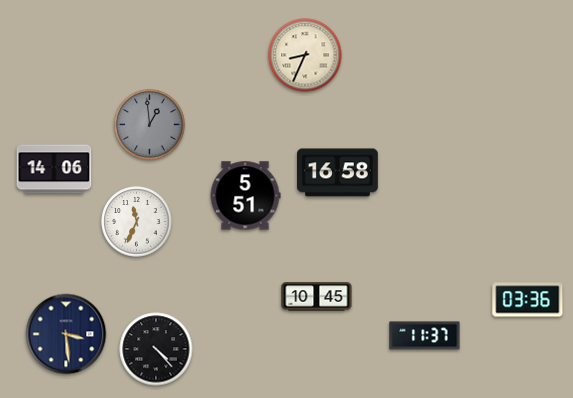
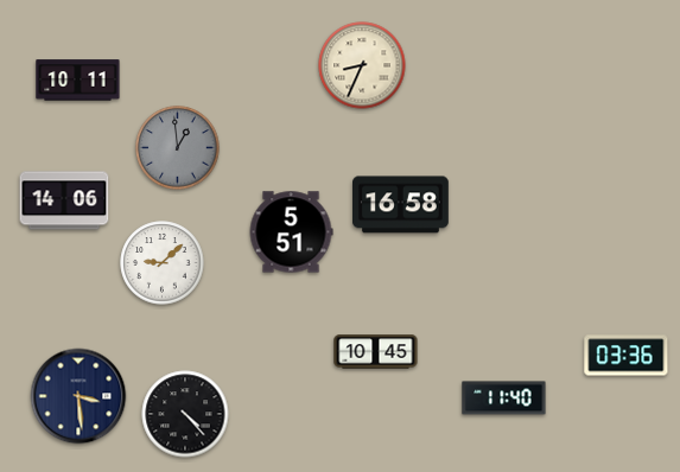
clock at (78, 81): none -> 10:11
clock at (137, 222): 11:34 -> 9:08
clock at (425, 336): 11:37 -> 11:40
